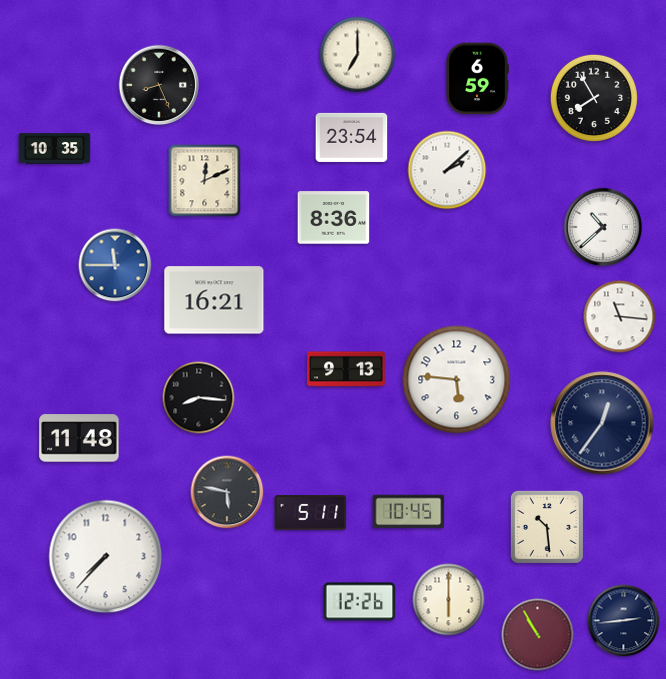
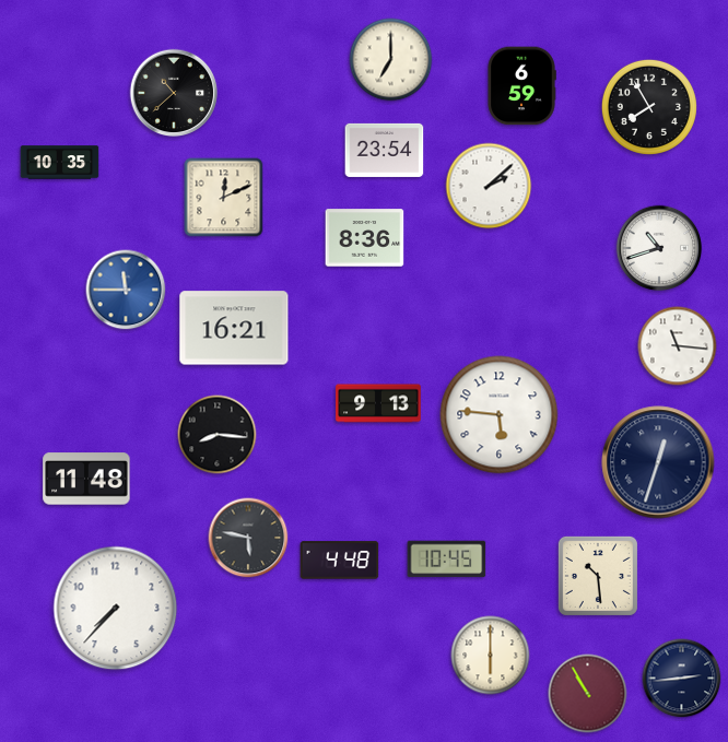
clock at (159, 85): 8:26 -> 10:38
clock at (603, 227): 10:38 -> 10:42
clock at (602, 423): 12:36 -> 12:33
clock at (311, 513): 5:11 -> 4:48
clock at (360, 602): 12:26 -> none
